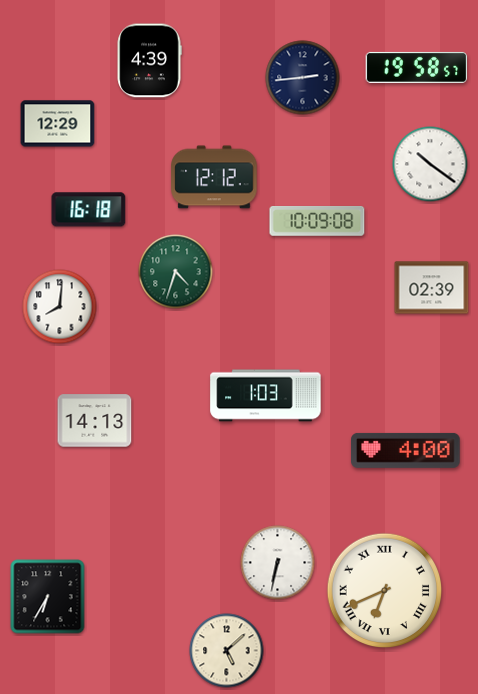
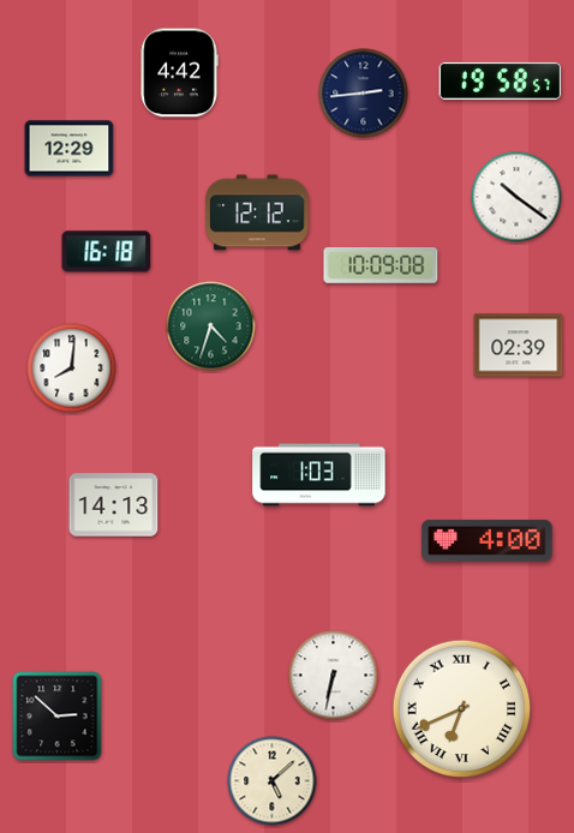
clock at (149, 61): 4:39 -> 4:42
clock at (48, 597): 6:35 -> 2:52
